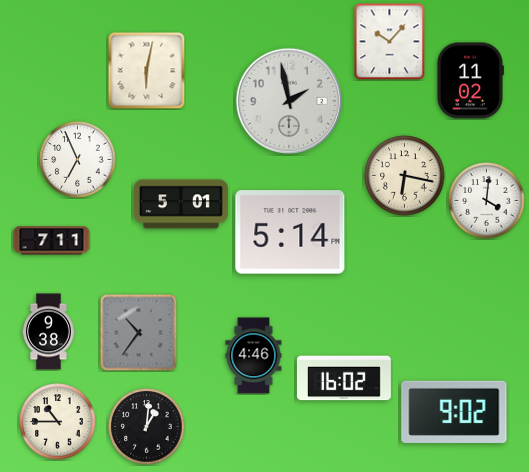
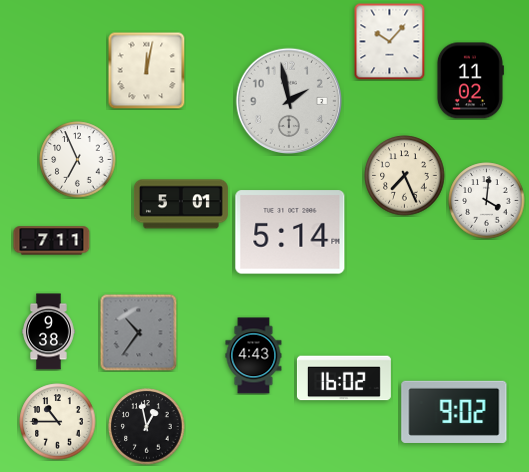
clock at (146, 70): 6:02 -> 12:02
clock at (405, 176): 6:17 -> 7:26
clock at (254, 356): 4:46 -> 4:43
clock at (147, 427): 1:01 -> 12:58
